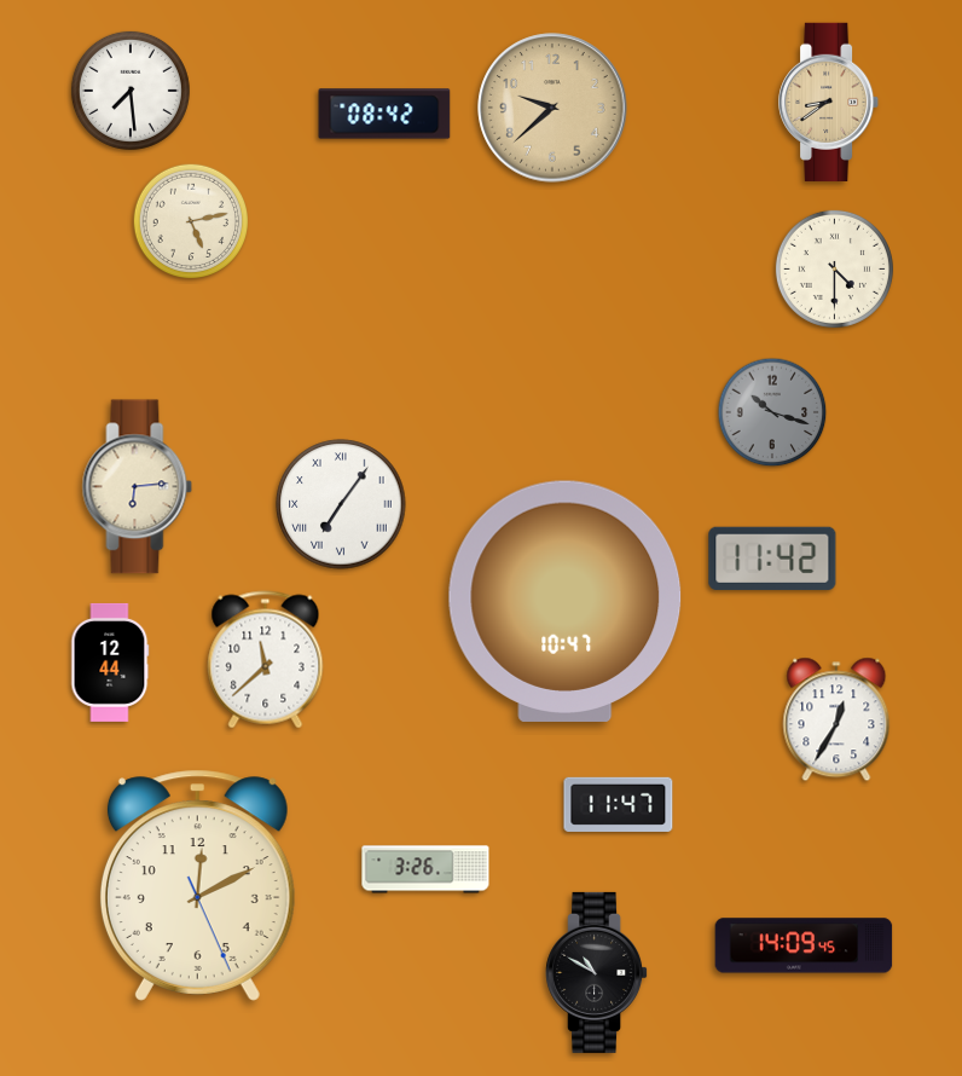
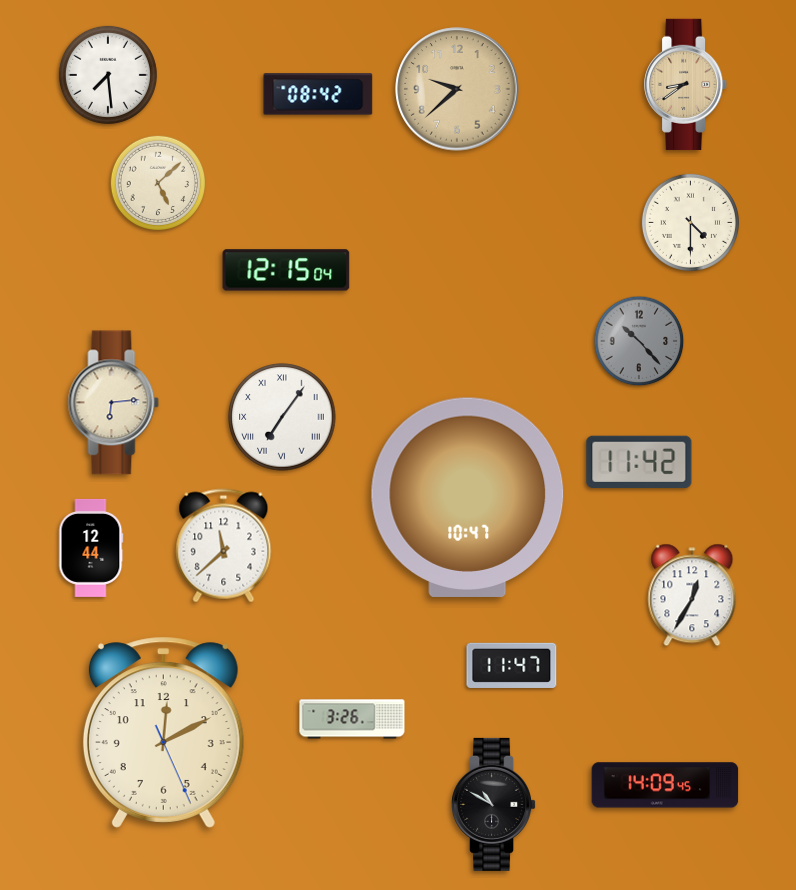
clock at (190, 220): 5:13 -> 5:08
clock at (286, 270): none -> 12:15
clock at (772, 412): 10:18 -> 10:23
clock at (266, 660) position: (266, 660) -> (224, 546)
clock at (804, 945) position: (804, 945) -> (665, 785)
